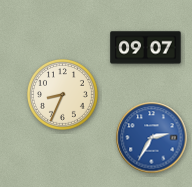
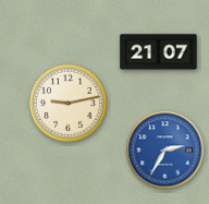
clock at (146, 48): 09:07 -> 21:07
clock at (62, 94): 8:34 -> 9:13
